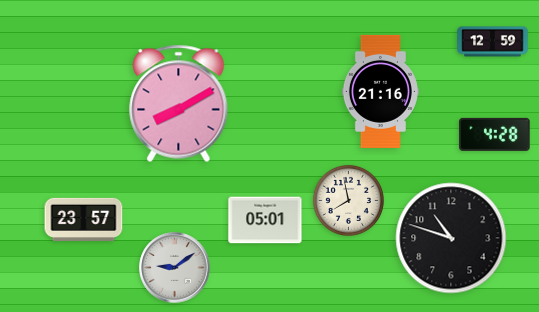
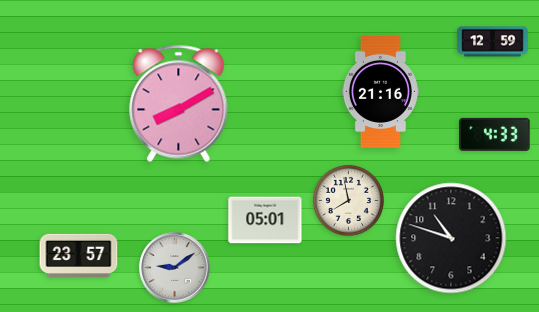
clock at (495, 134): 4:28 -> 4:33
clock at (84, 219) position: (84, 219) -> (79, 255)
